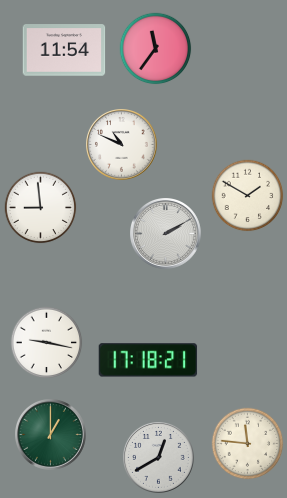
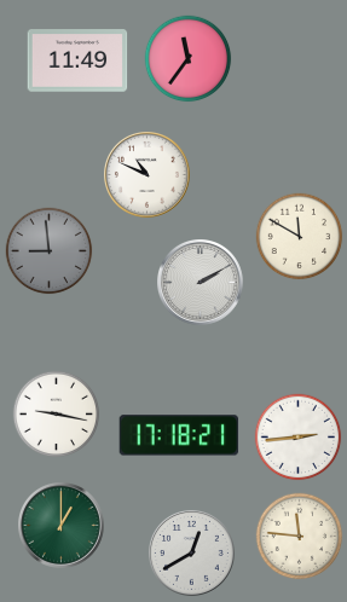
clock at (64, 50): 11:54 -> 11:49
clock at (248, 196): 1:50 -> 11:50
clock at (41, 208) dial: white -> grey
clock at (299, 438): none -> 2:44
